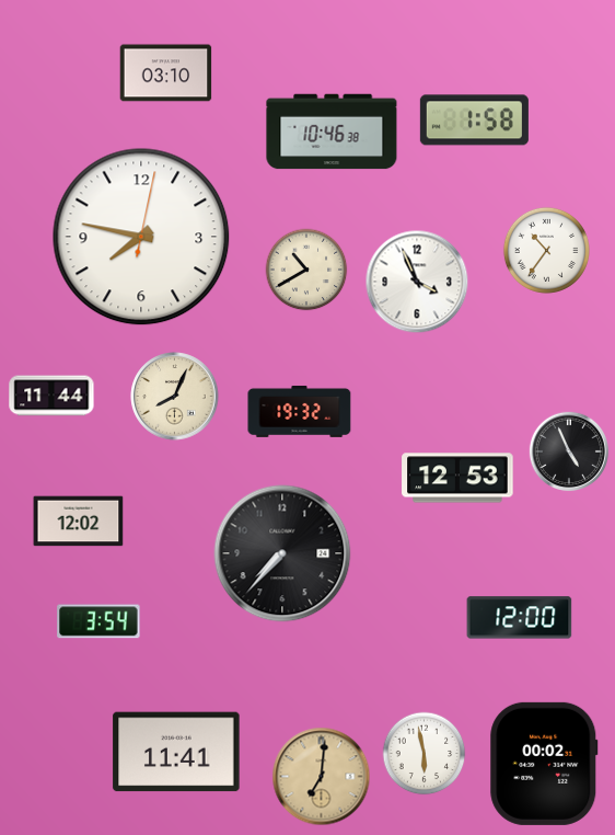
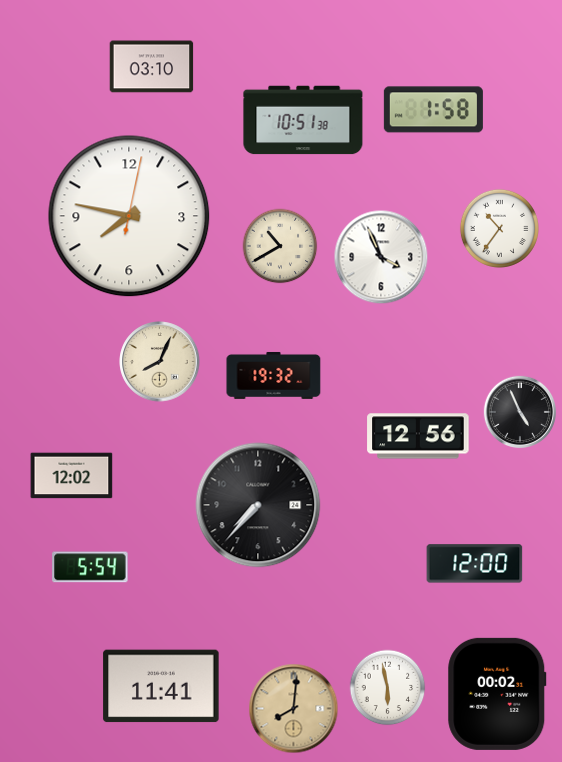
clock at (332, 131): 10:46 -> 10:51
clock at (51, 396): 11:44 -> none
clock at (457, 478): 12:53 -> 12:56
clock at (98, 621): 3:54 -> 5:54
clock at (544, 764) position: (544, 764) -> (497, 694)
clock at (322, 777): 7:01 -> 8:01
